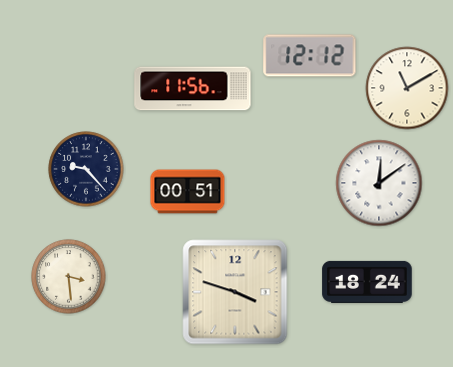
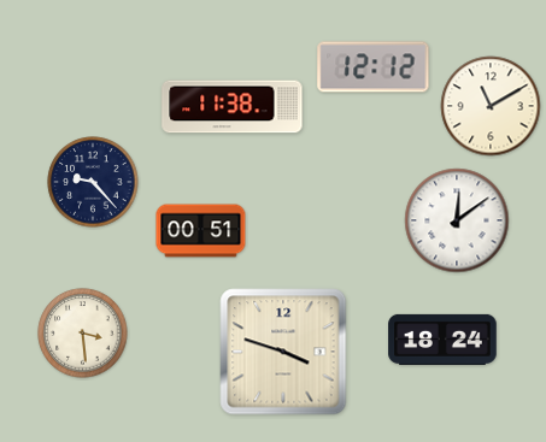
clock at (193, 89): 11:56 -> 11:38
clock at (86, 169) position: (86, 169) -> (93, 182)
clock at (188, 192) position: (188, 192) -> (201, 231)
